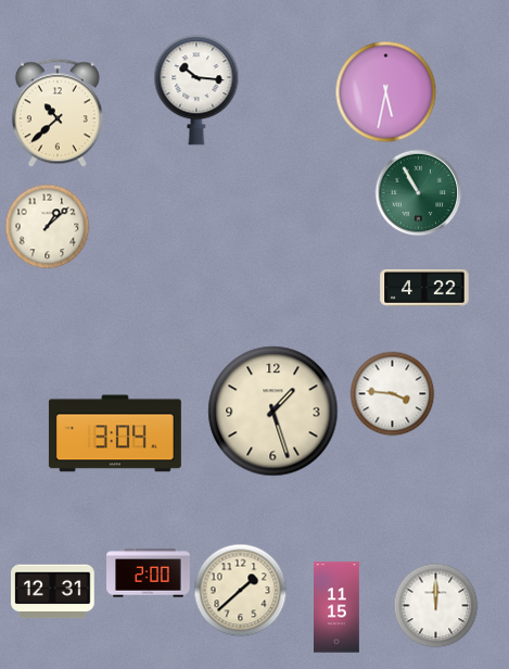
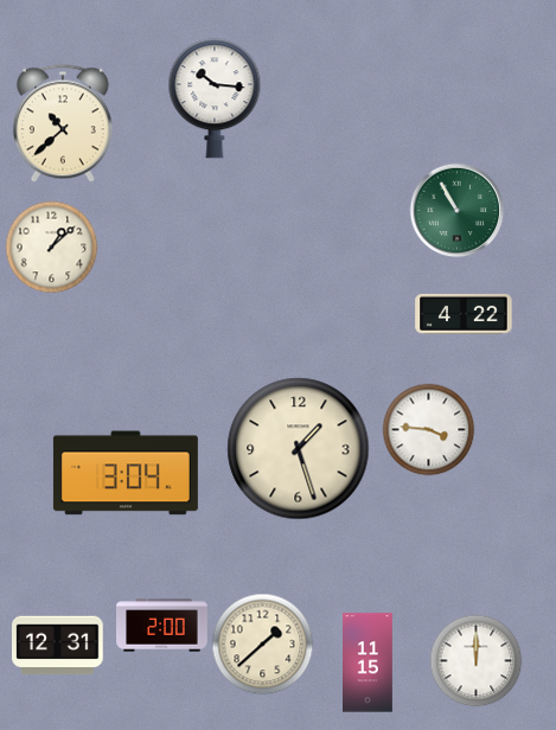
clock at (385, 91): 5:32 -> none
